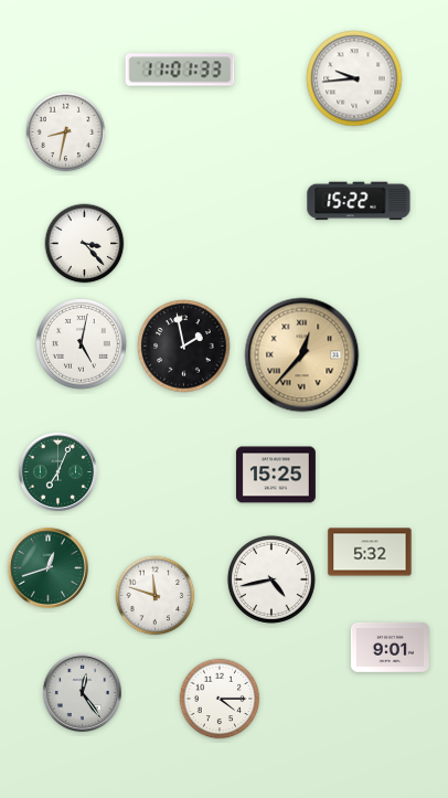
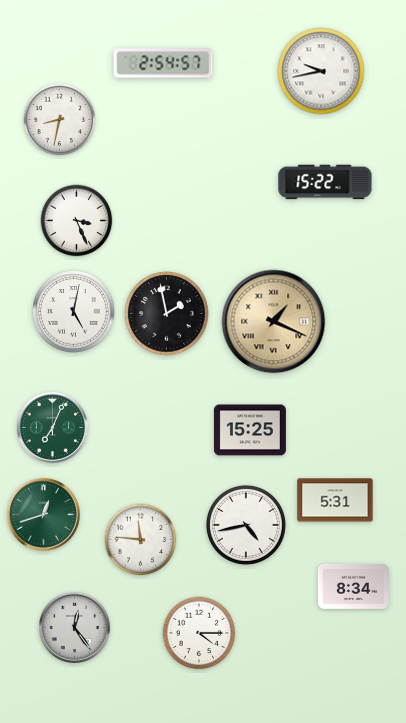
clock at (180, 70): 11:01 -> 2:54
clock at (354, 78): 9:44 -> 9:43
clock at (85, 244): 3:23 -> 3:26
clock at (302, 355): 12:37 -> 1:19
clock at (370, 552): 5:32 -> 5:31
clock at (156, 596): 11:48 -> 11:46
clock at (390, 648): 9:01 -> 8:34
